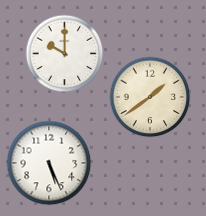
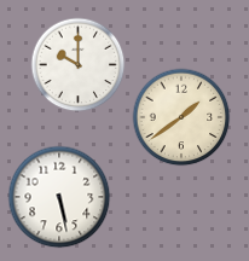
clock at (49, 163): 5:26 -> 5:28
